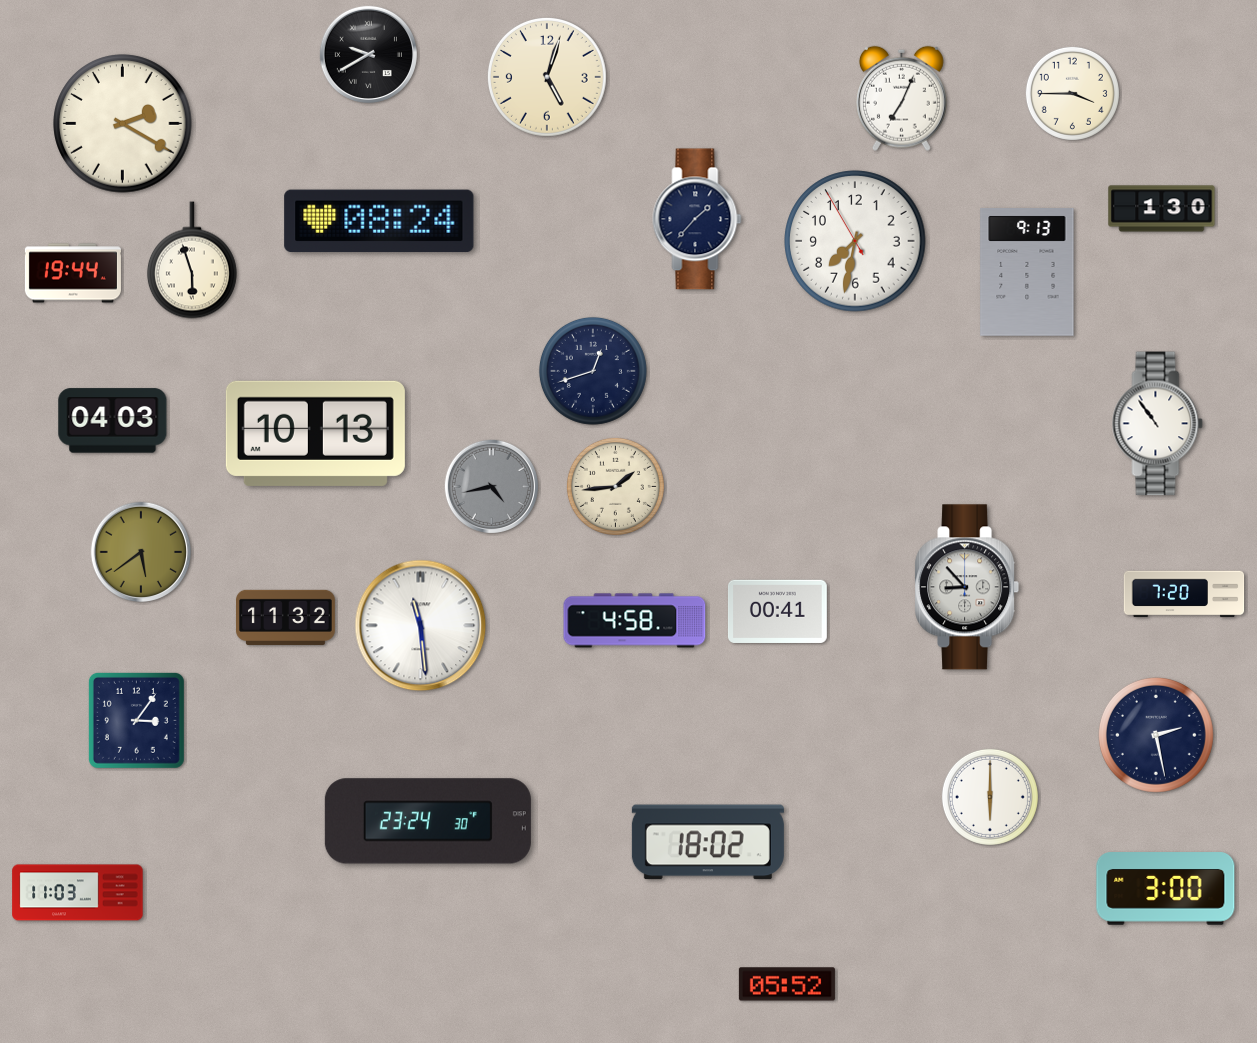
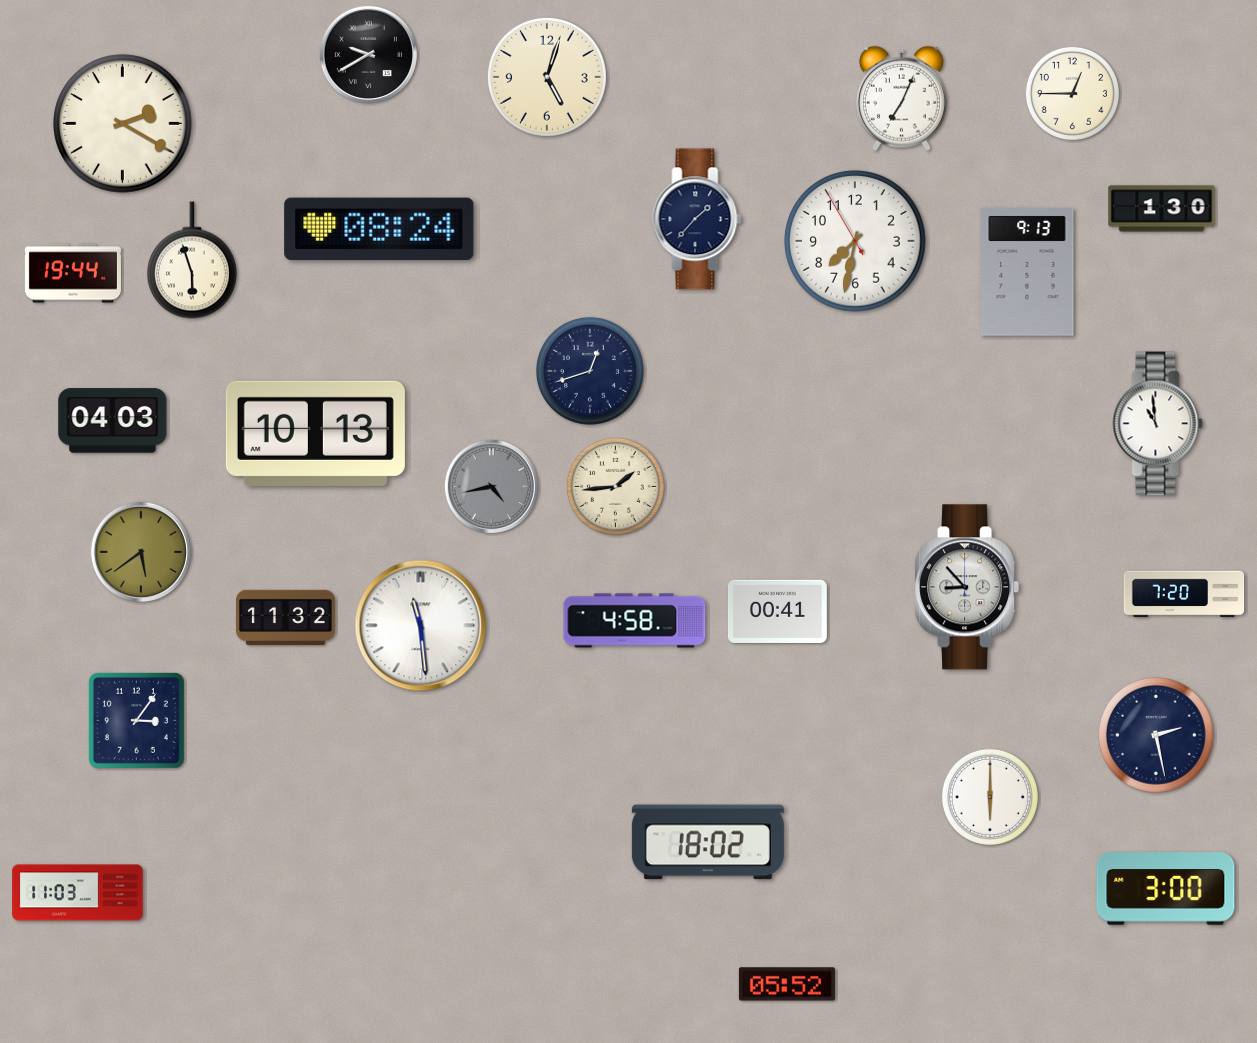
clock at (1072, 93): 3:45 -> 12:45
clock at (379, 221) position: (379, 221) -> (379, 229)
clock at (593, 371) position: (593, 371) -> (590, 371)
clock at (1158, 424): 10:54 -> 10:59
clock at (428, 821): 23:24 -> none
